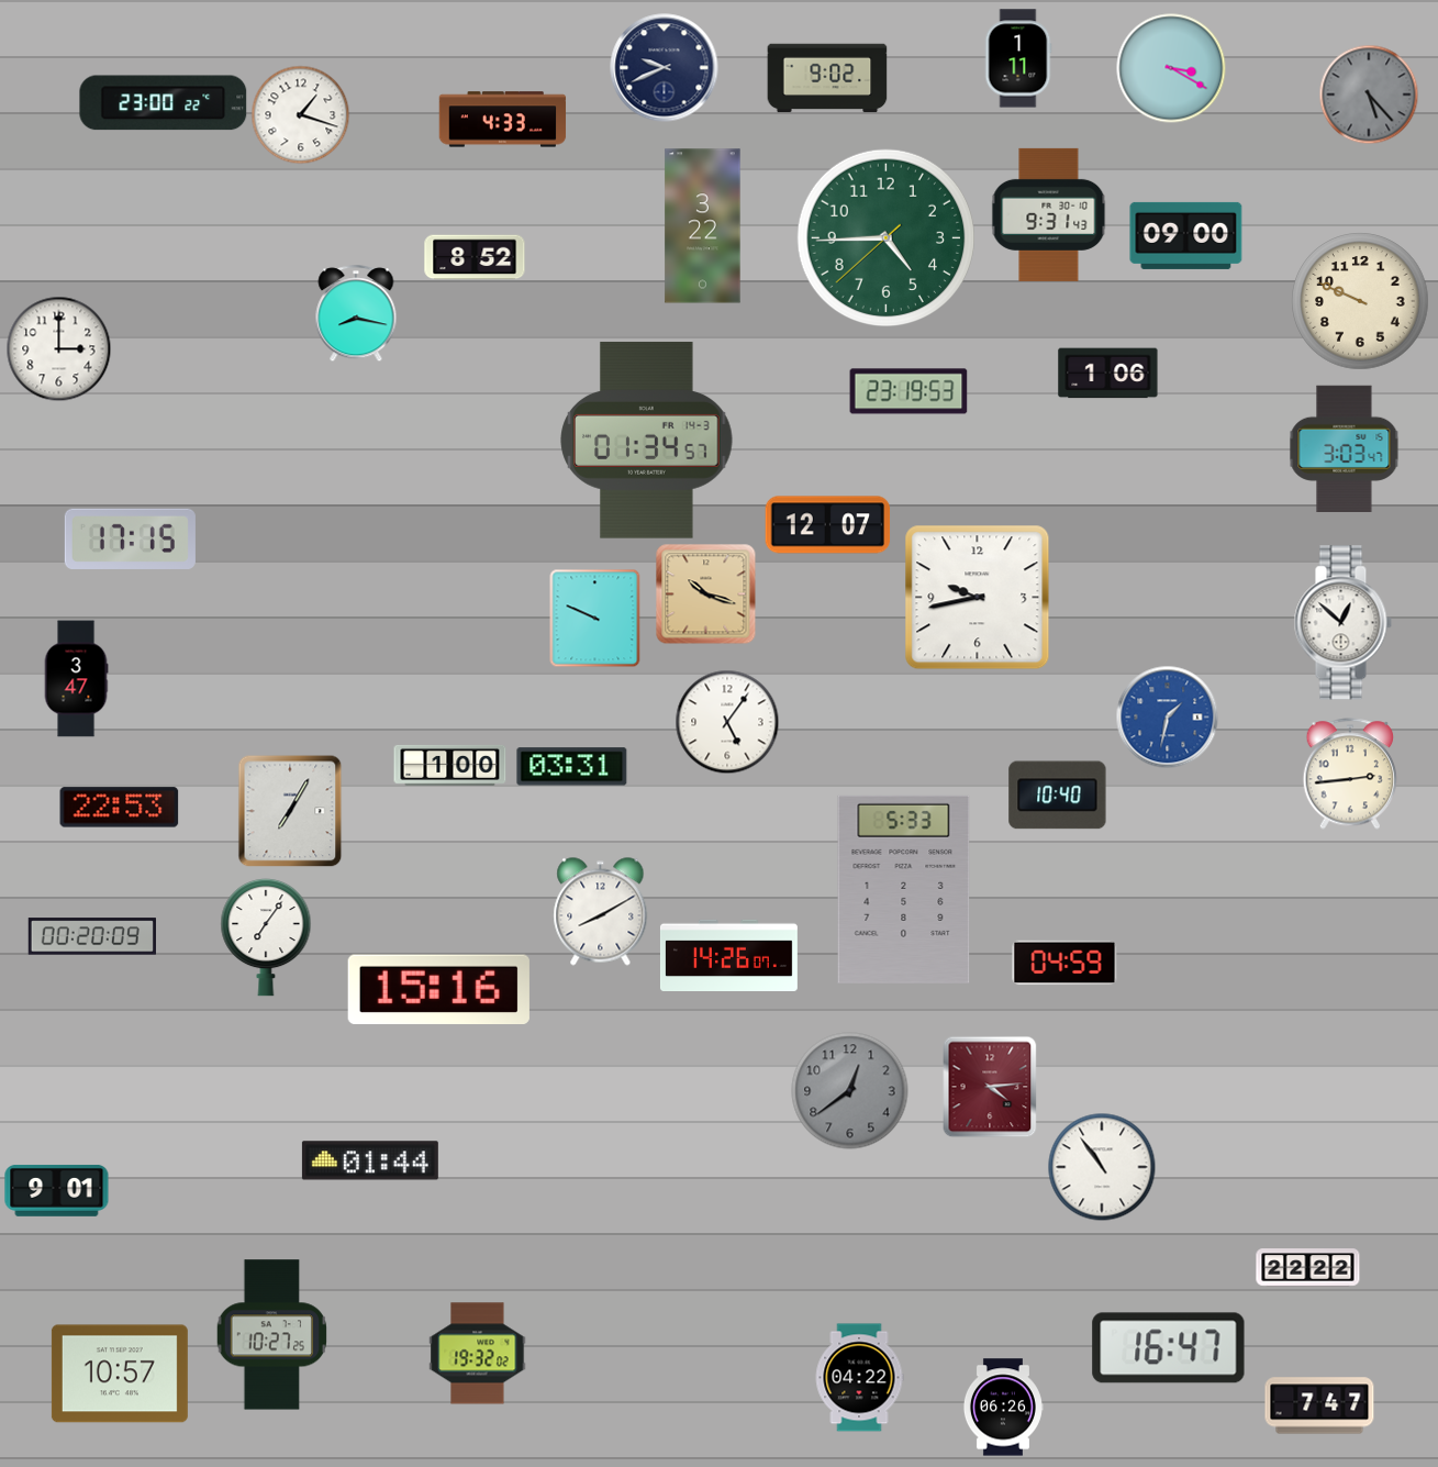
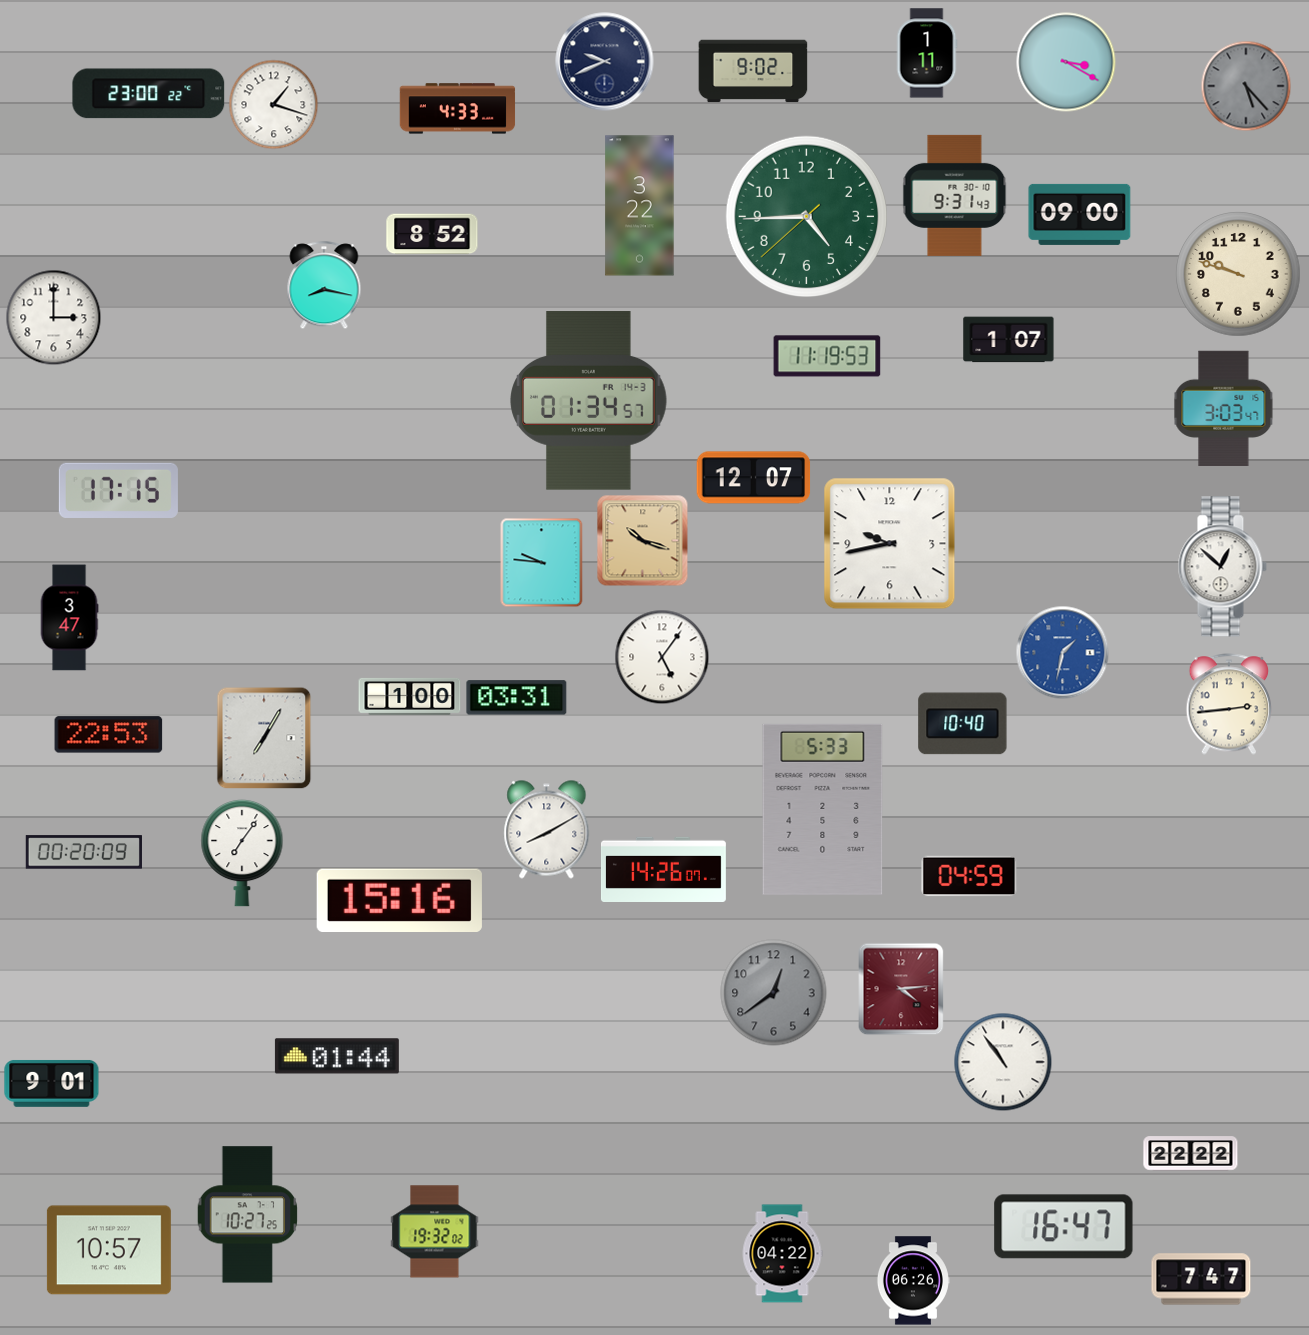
clock at (1360, 301): 9:49 -> 9:48
clock at (1108, 374): 1:06 -> 1:07
clock at (908, 391): 23:19 -> 11:19
clock at (595, 618): 9:49 -> 9:46
clock at (572, 767) position: (572, 767) -> (517, 698)
